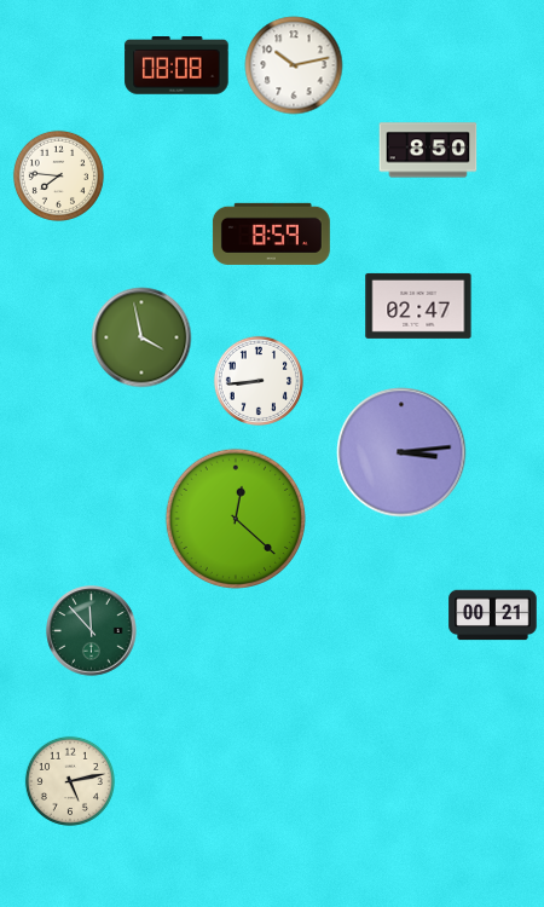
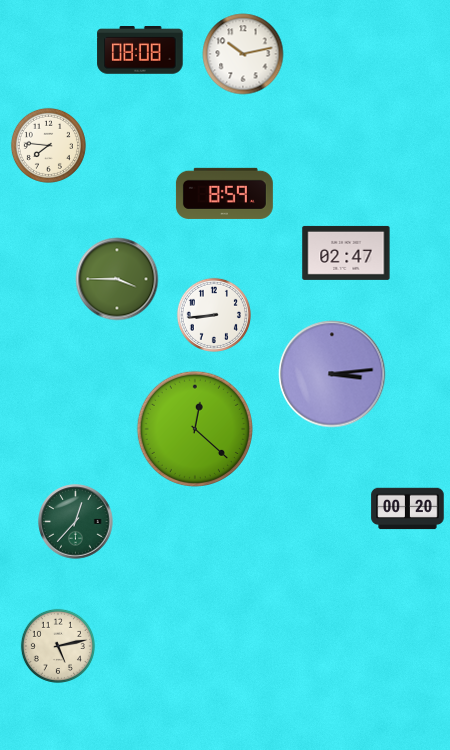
clock at (176, 67) position: (176, 67) -> (140, 51)
clock at (428, 150): 8:50 -> none
clock at (141, 337): 3:58 -> 3:45
clock at (493, 616): 00:21 -> 00:20
clock at (92, 631): 11:53 -> 12:37
